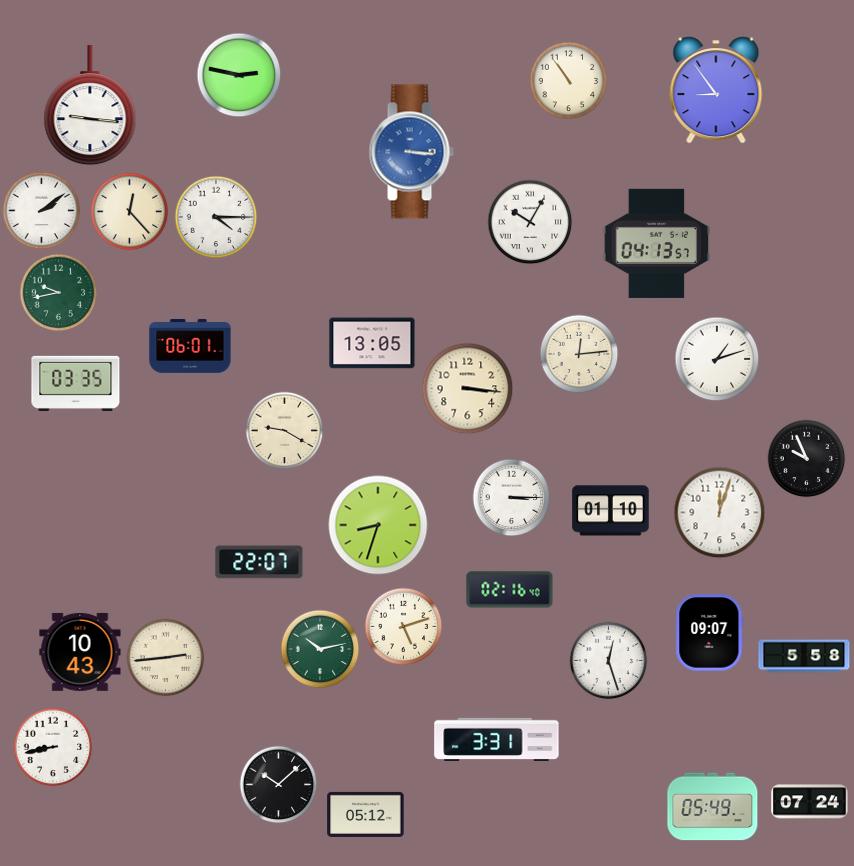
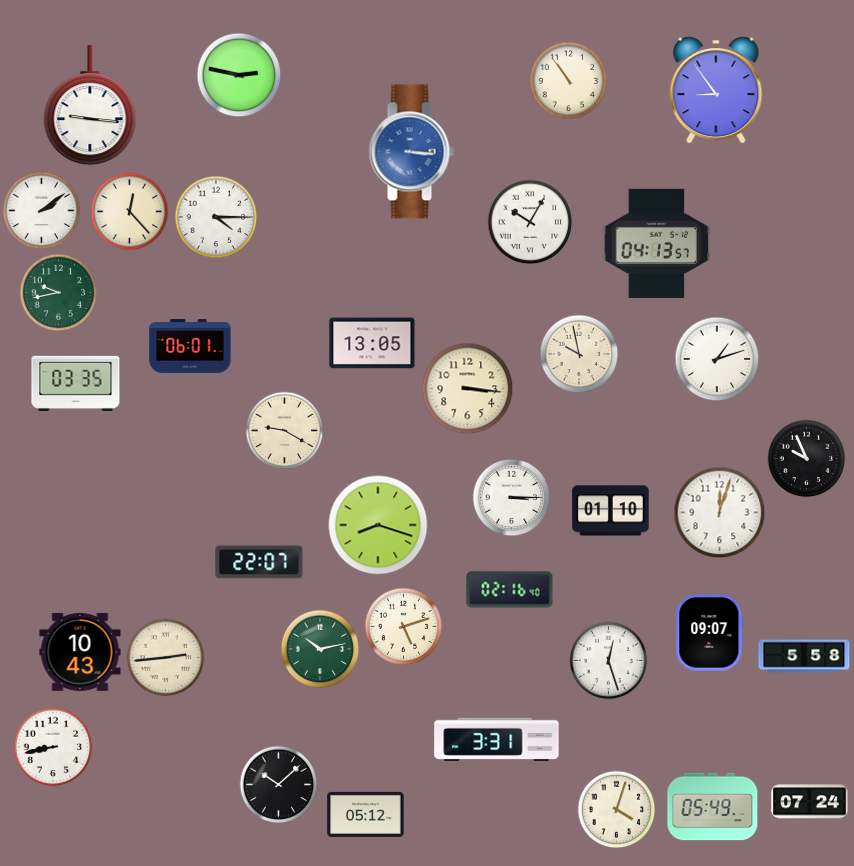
clock at (579, 354): 12:14 -> 9:58
clock at (378, 525): 8:33 -> 8:18
clock at (616, 809): none -> 4:03
